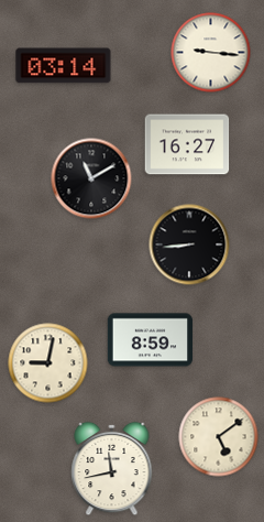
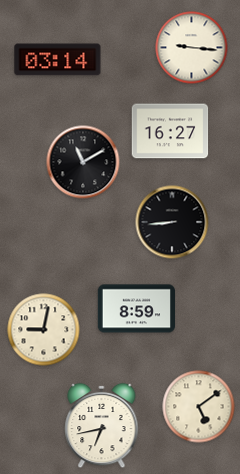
clock at (219, 437) position: (219, 437) -> (199, 407)
clock at (112, 469): 11:43 -> 6:43
